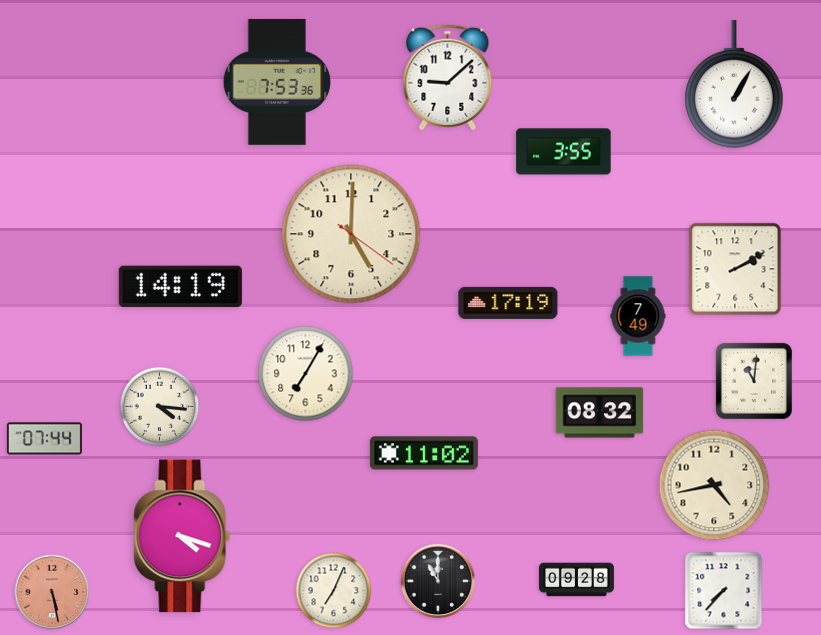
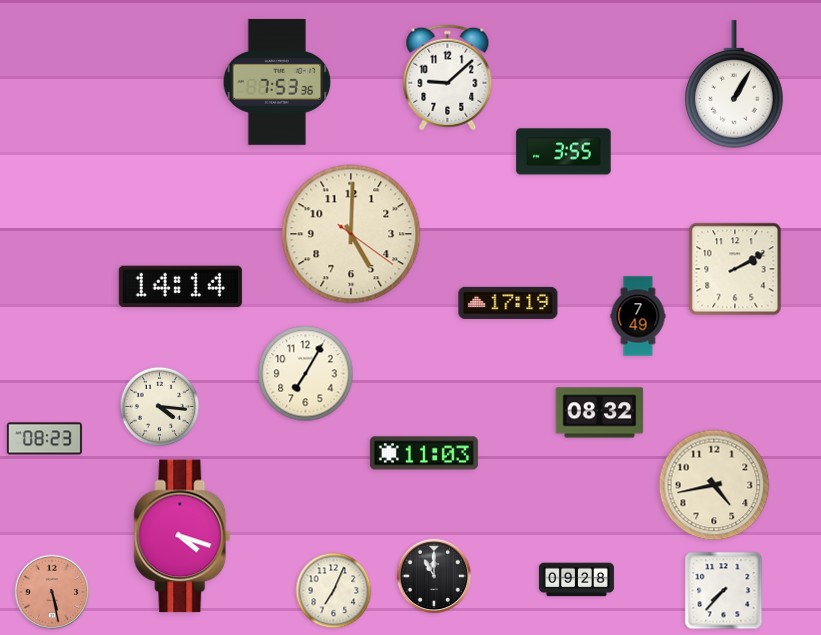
clock at (180, 287): 14:19 -> 14:14
clock at (754, 381): 11:01 -> none
clock at (44, 439): 07:44 -> 08:23
clock at (424, 453): 11:02 -> 11:03
clock at (438, 581) position: (438, 581) -> (434, 576)
